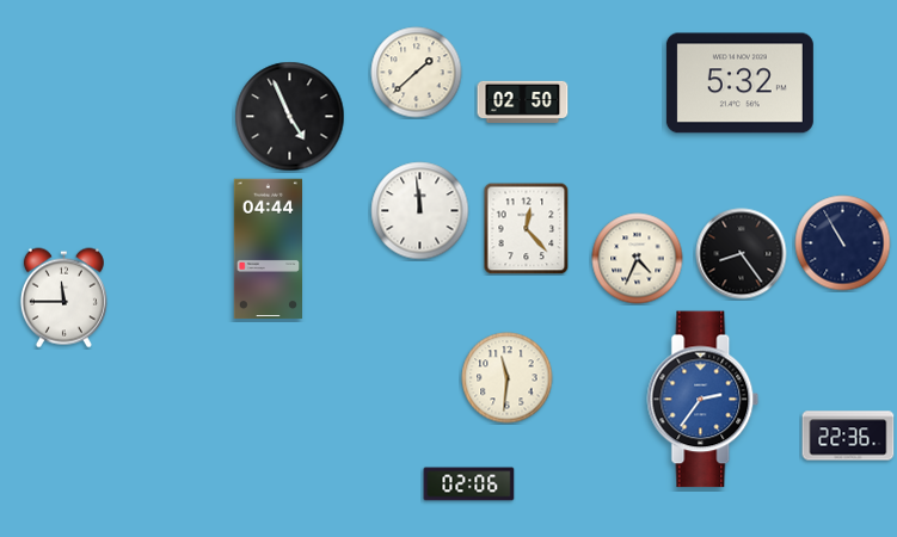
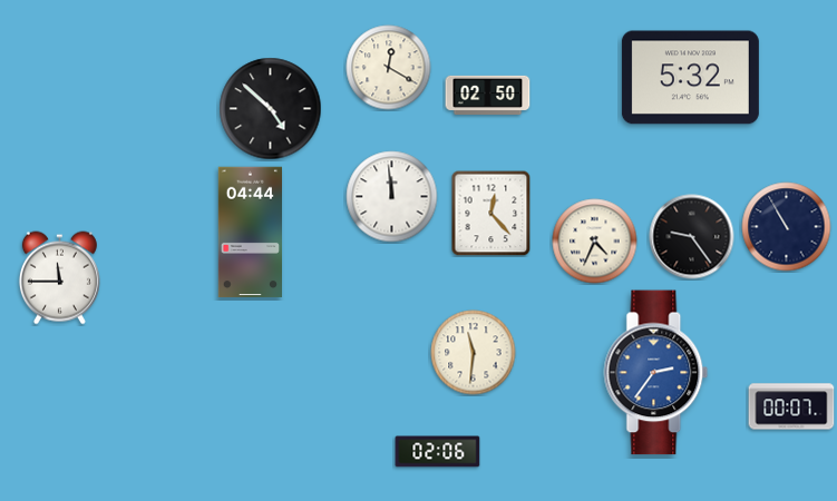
clock at (417, 73): 1:38 -> 12:20
clock at (290, 117): 4:56 -> 4:52
clock at (742, 254): 8:24 -> 9:24
clock at (848, 436): 22:36 -> 00:07
